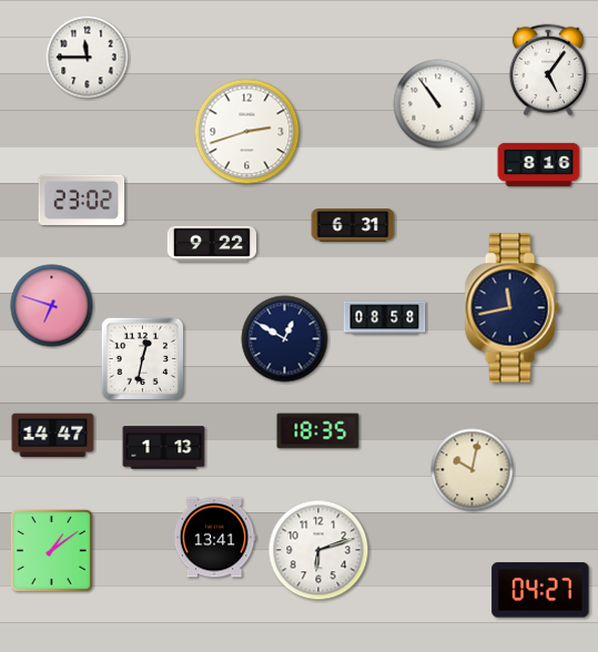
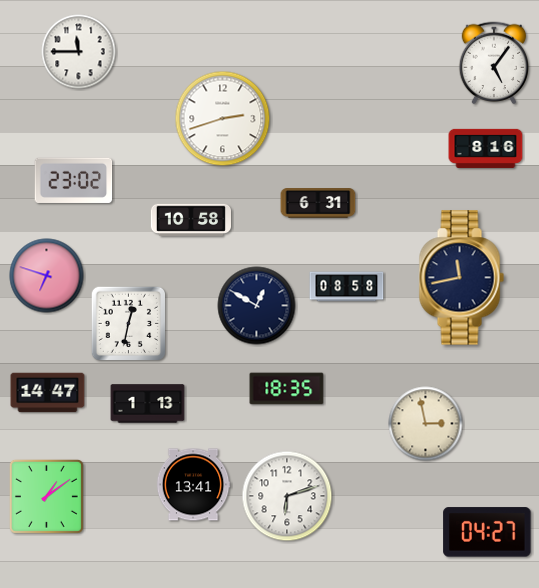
clock at (438, 104): 10:54 -> none
clock at (211, 243): 9:22 -> 10:58
clock at (473, 470): 10:02 -> 2:58
